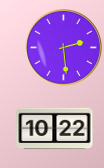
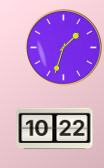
clock at (63, 47): 2:29 -> 1:33
